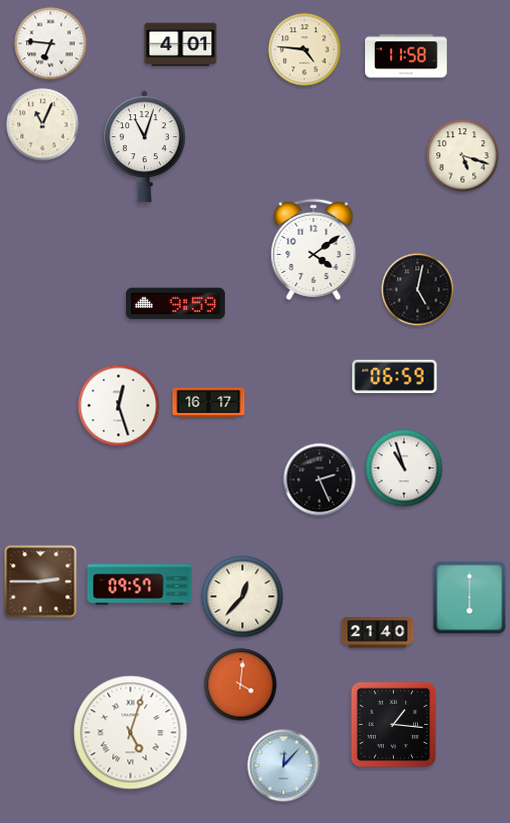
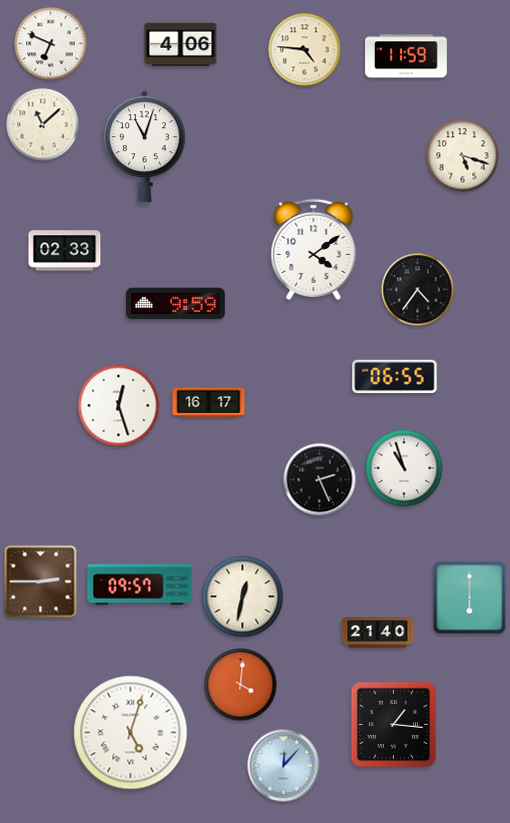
clock at (51, 44): 6:46 -> 6:49
clock at (181, 45): 4:01 -> 4:06
clock at (406, 56): 11:58 -> 11:59
clock at (43, 125): 11:04 -> 11:08
clock at (65, 251): none -> 02:33
clock at (418, 290): 5:02 -> 4:36
clock at (395, 377): 06:59 -> 06:55
clock at (243, 597): 12:37 -> 12:32
